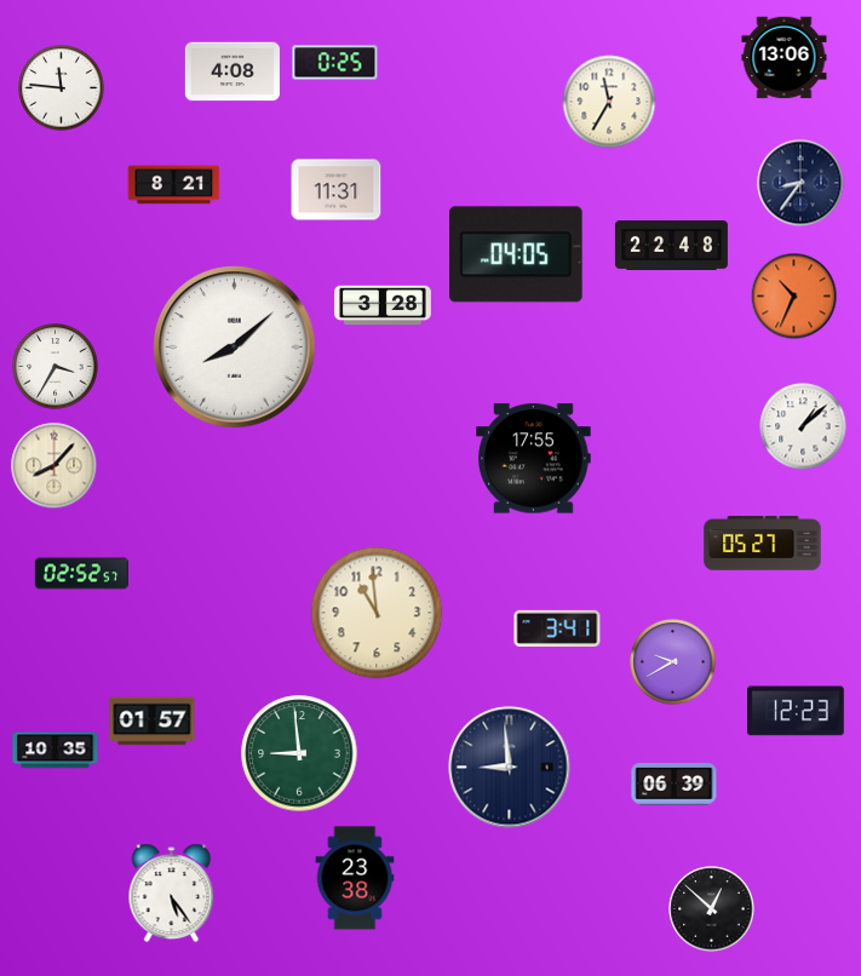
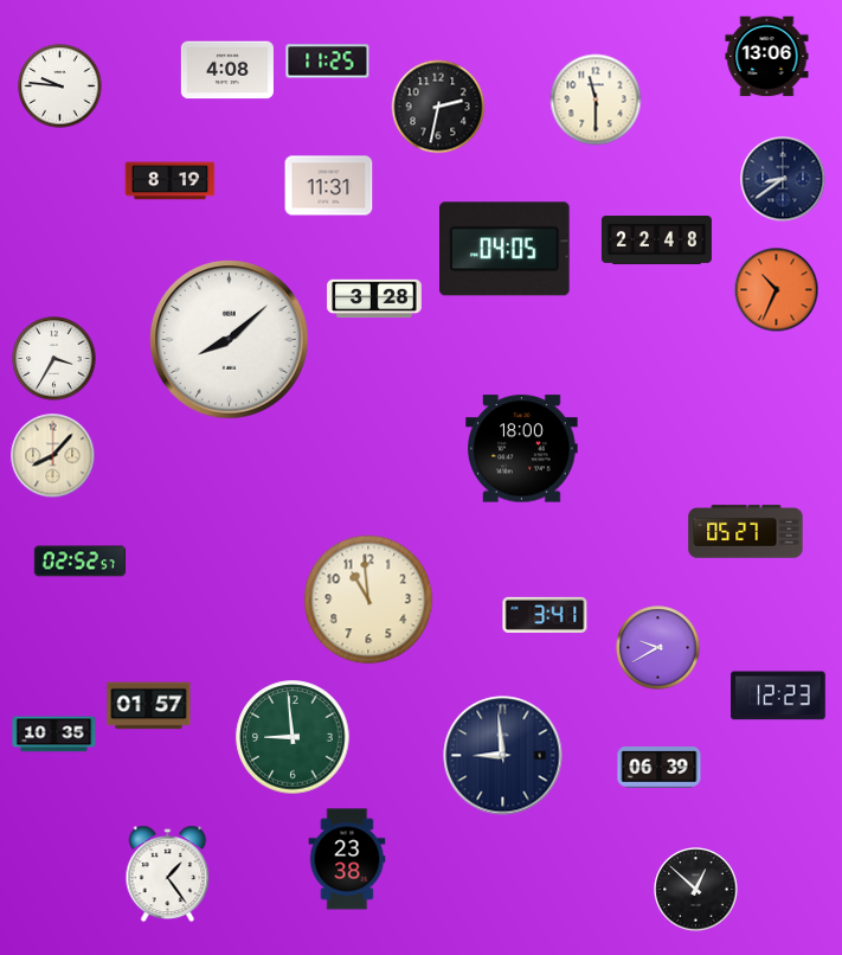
clock at (335, 63): 0:25 -> 11:25
clock at (62, 88): 11:46 -> 9:46
clock at (609, 102): 11:35 -> 11:30
clock at (438, 107): none -> 2:32
clock at (800, 183): 8:36 -> 8:39
clock at (174, 185): 8:21 -> 8:19
clock at (803, 426): 1:08 -> none
clock at (534, 459): 17:55 -> 18:00
clock at (510, 768) position: (510, 768) -> (503, 756)
clock at (172, 894): 5:24 -> 1:24
